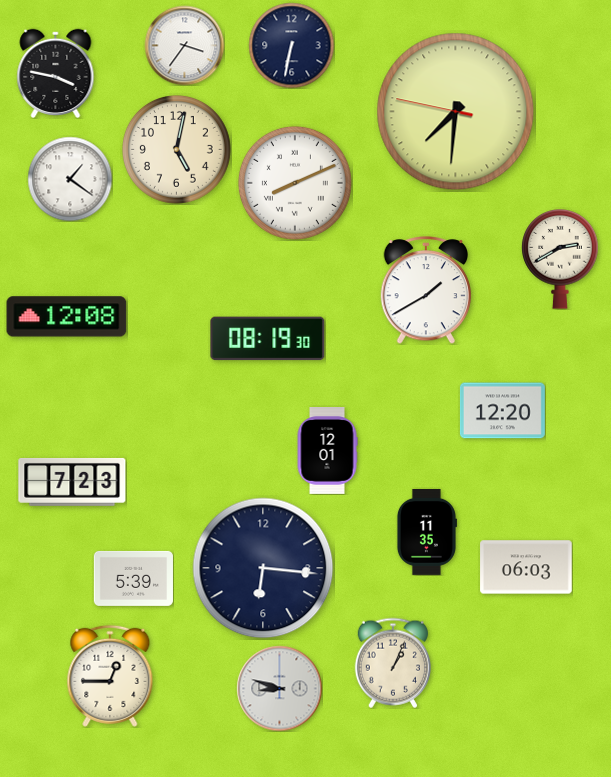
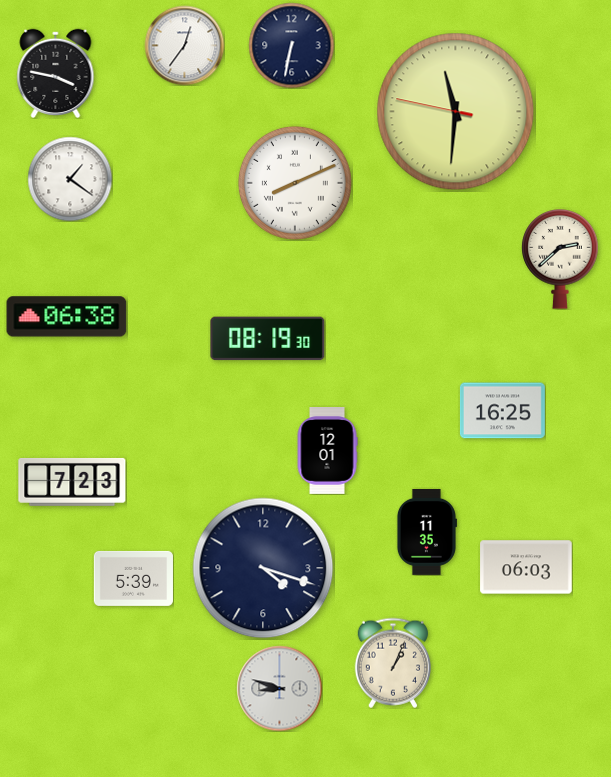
clock at (184, 45): 3:36 -> 12:36
clock at (456, 112): 7:30 -> 11:30
clock at (176, 149): 5:02 -> none
clock at (560, 260): 2:40 -> 2:38
clock at (425, 290): 1:40 -> none
clock at (67, 317): 12:08 -> 06:38
clock at (502, 411): 12:20 -> 16:25
clock at (263, 568): 6:16 -> 4:18
clock at (110, 676): 12:45 -> none
